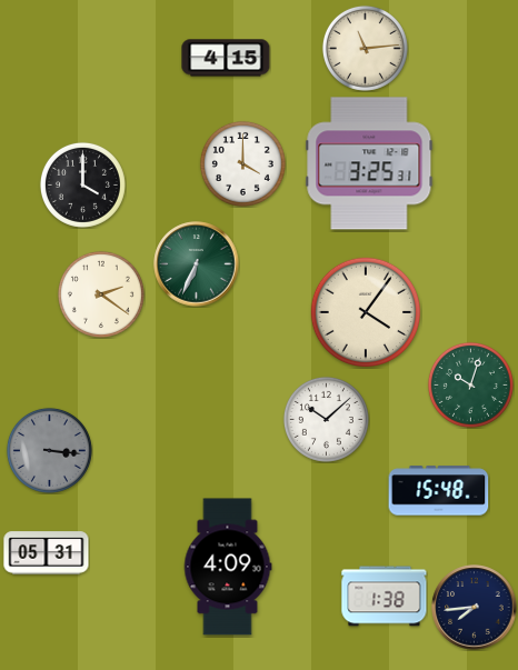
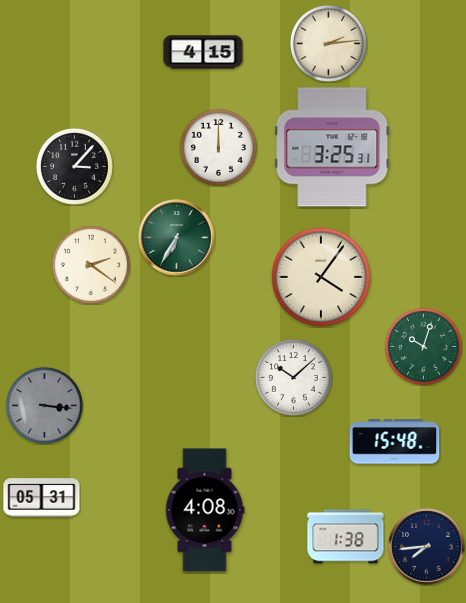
clock at (365, 48): 11:14 -> 2:14
clock at (242, 163): 4:00 -> 12:00
clock at (82, 184): 4:00 -> 3:07
clock at (197, 264): 6:34 -> 6:35
clock at (365, 311) position: (365, 311) -> (320, 276)
clock at (228, 567): 4:09 -> 4:08
